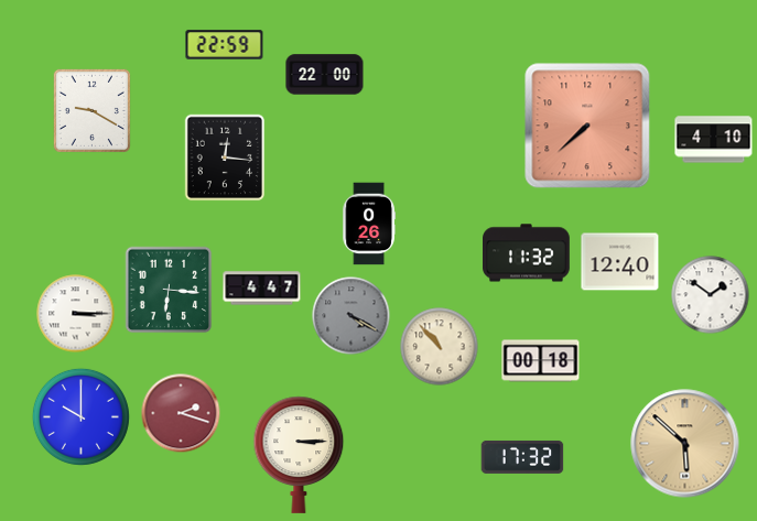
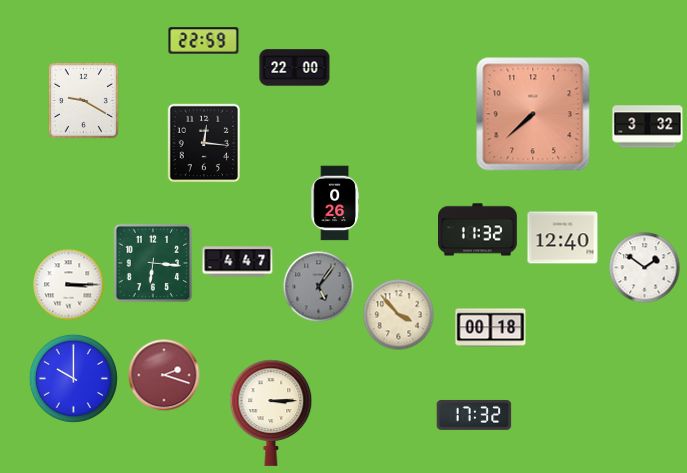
clock at (714, 140): 4:10 -> 3:32
clock at (352, 316): 4:20 -> 5:06
clock at (440, 347): 10:53 -> 3:53
clock at (685, 444): 5:52 -> none
